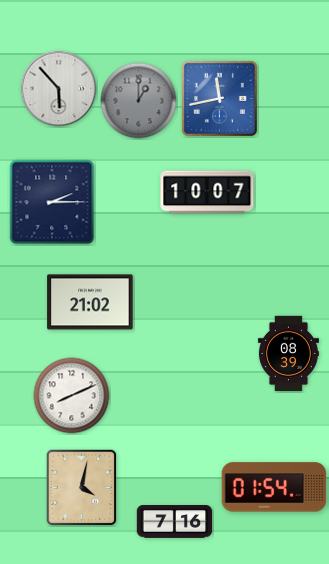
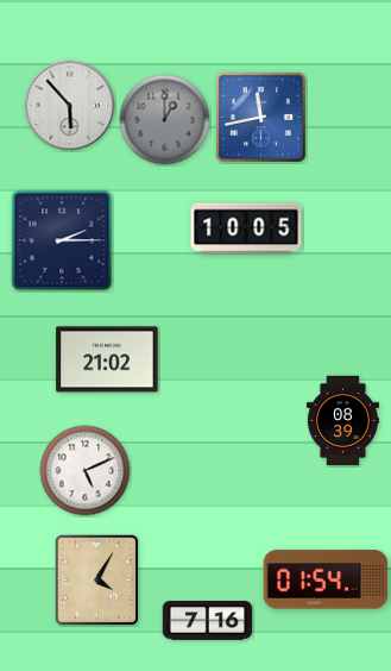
clock at (207, 192): 10:07 -> 10:05
clock at (72, 396): 8:11 -> 5:11
clock at (82, 488): 4:02 -> 4:05
